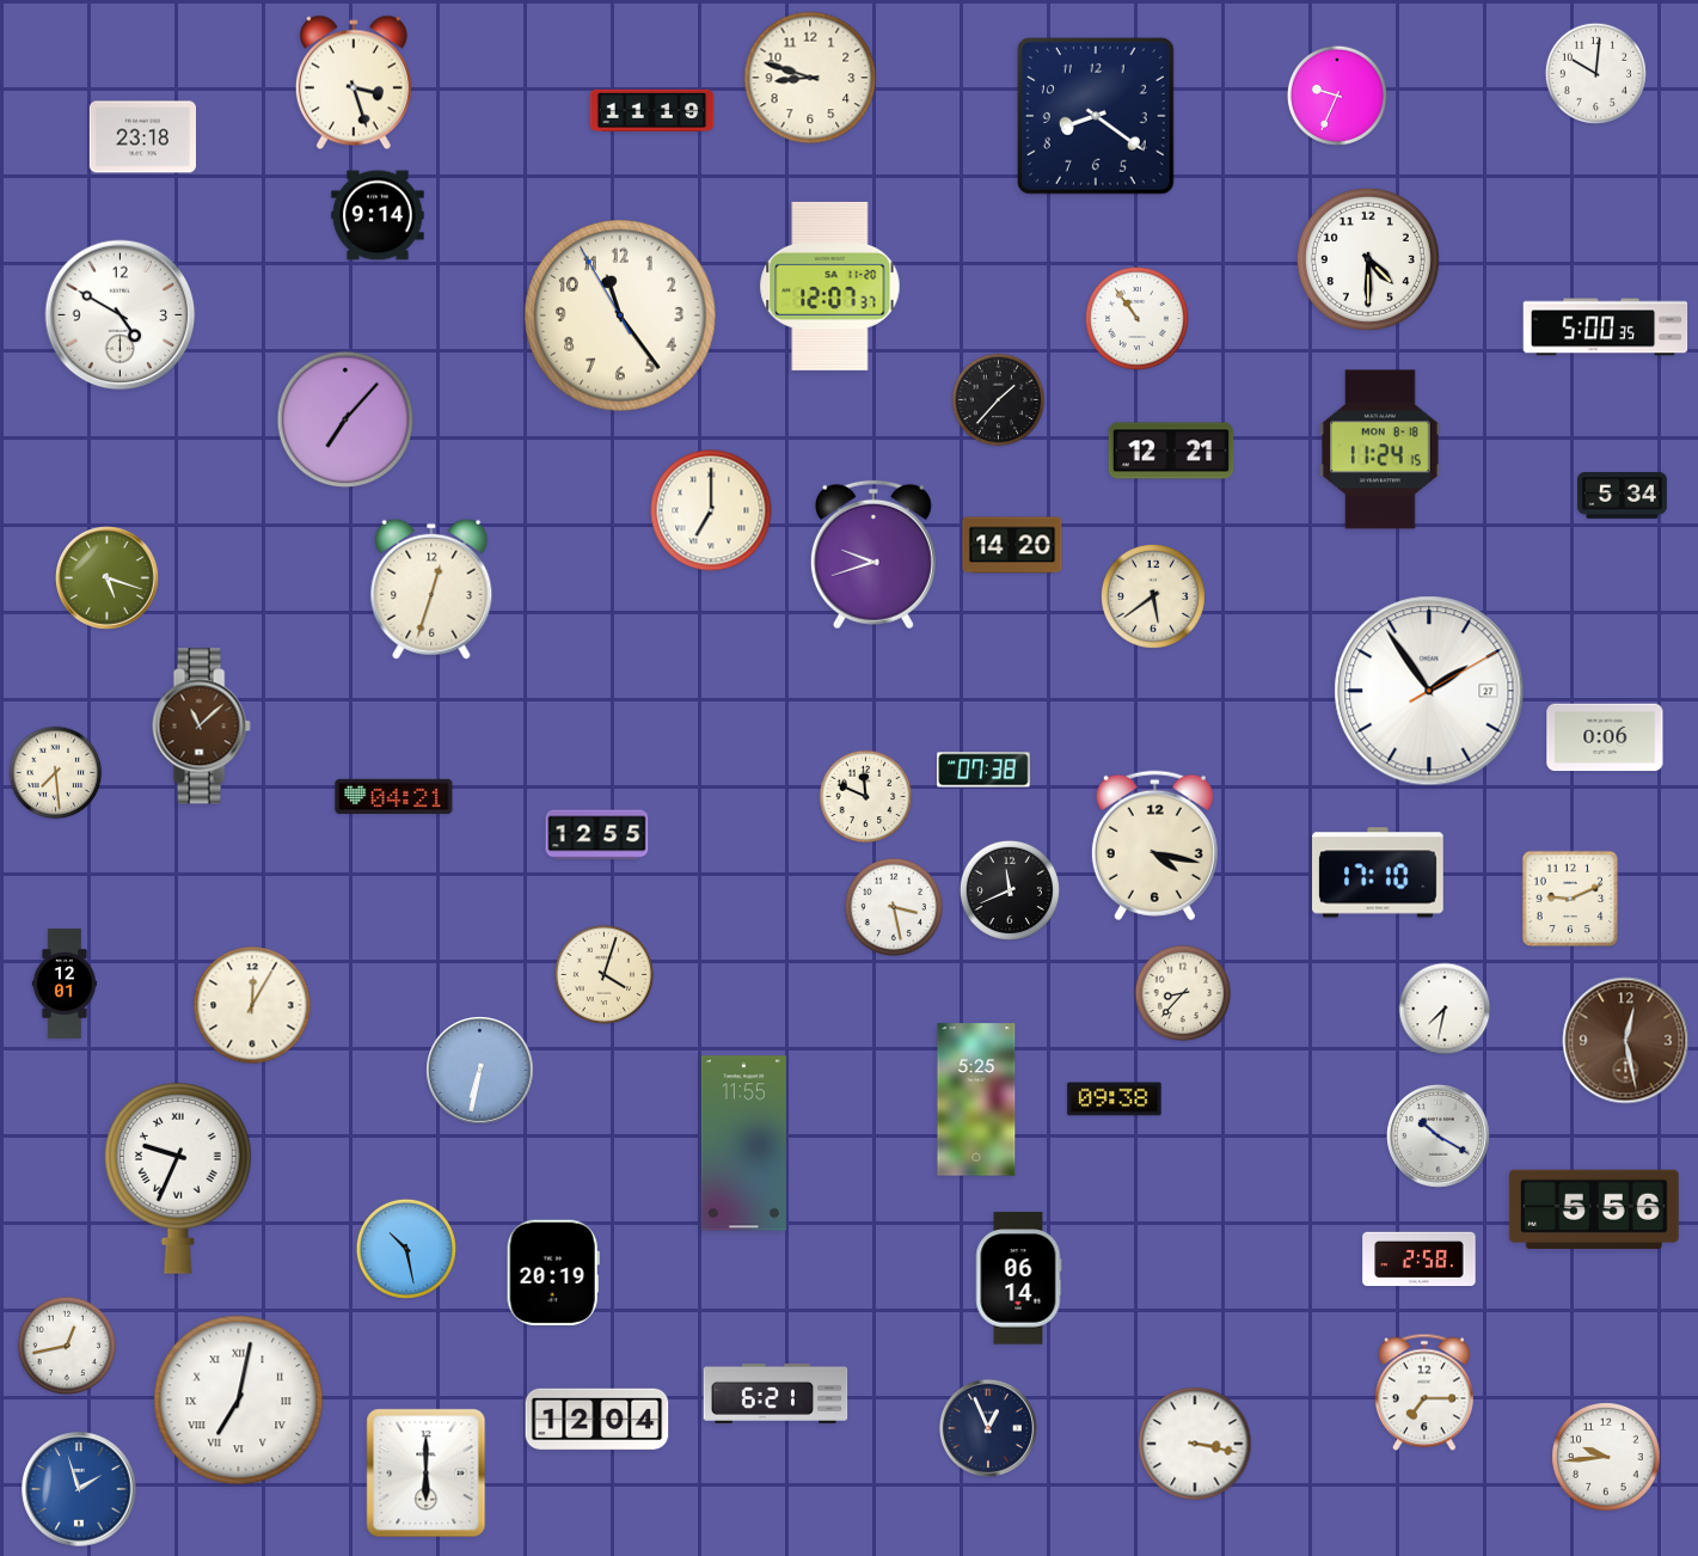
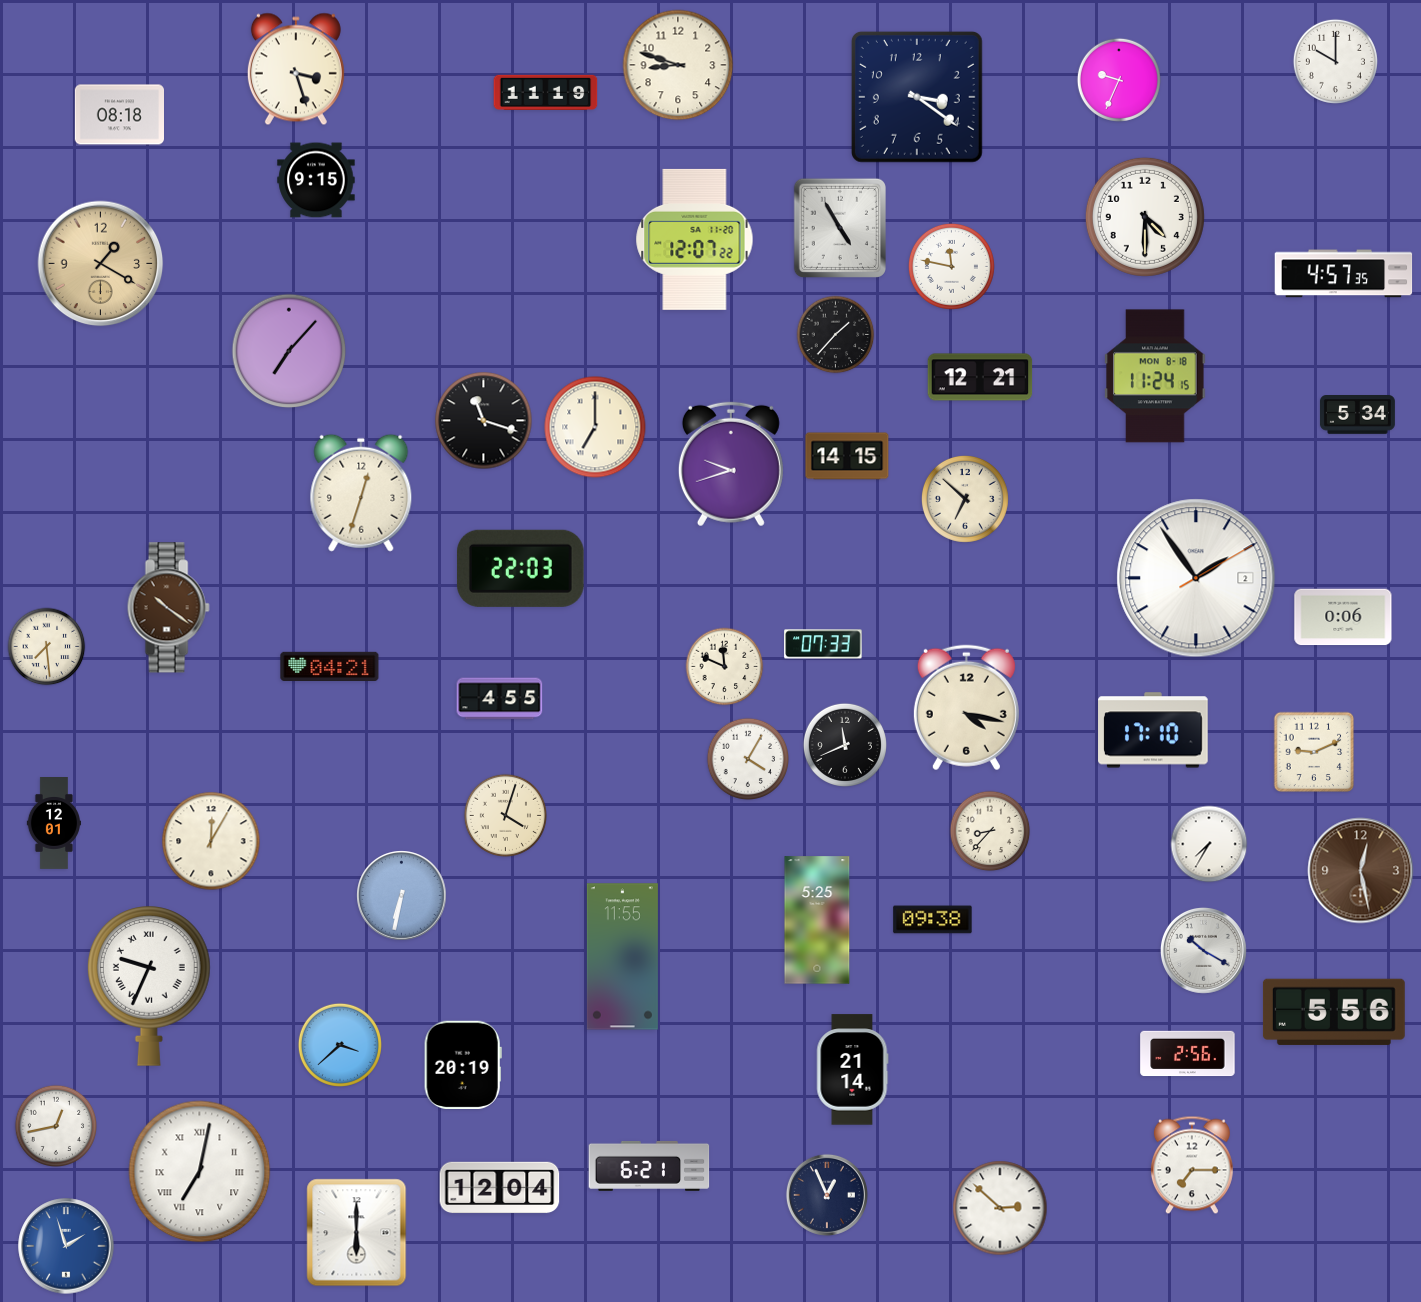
clock at (1595, 73): 10:01 -> 10:00
clock at (1096, 116): 8:21 -> 3:21
clock at (142, 137): 23:18 -> 08:18
clock at (378, 215): 9:14 -> 9:15
clock at (840, 228): none -> 4:55
clock at (830, 286): 12:07:37 -> 12:07:22
clock at (121, 316): 4:50 -> 1:20
clock at (121, 316) dial: white -> champagne
clock at (620, 316): 11:23 -> none
clock at (1136, 318): 10:54 -> 11:47
clock at (1606, 327): 5:00 -> 4:57
clock at (484, 421): none -> 11:18
clock at (1012, 545): 14:20 -> 14:15
clock at (106, 577): 5:18 -> none
clock at (1153, 596): 5:39 -> 6:52
clock at (520, 568): none -> 22:03
clock at (1429, 691) date: 27 -> 2
clock at (201, 727): 11:08 -> 10:21
clock at (983, 770): 07:38 -> 07:33
clock at (597, 835): 12:55 -> 4:55
clock at (894, 907): 3:28 -> 4:05
clock at (1445, 1009): 7:32 -> 7:35
clock at (406, 1249): 10:28 -> 3:38
clock at (1420, 1260): 2:58 -> 2:56
clock at (1018, 1279): 06:14 -> 21:14
clock at (1195, 1444): 3:17 -> 2:52
clock at (1606, 1457): 9:44 -> none
